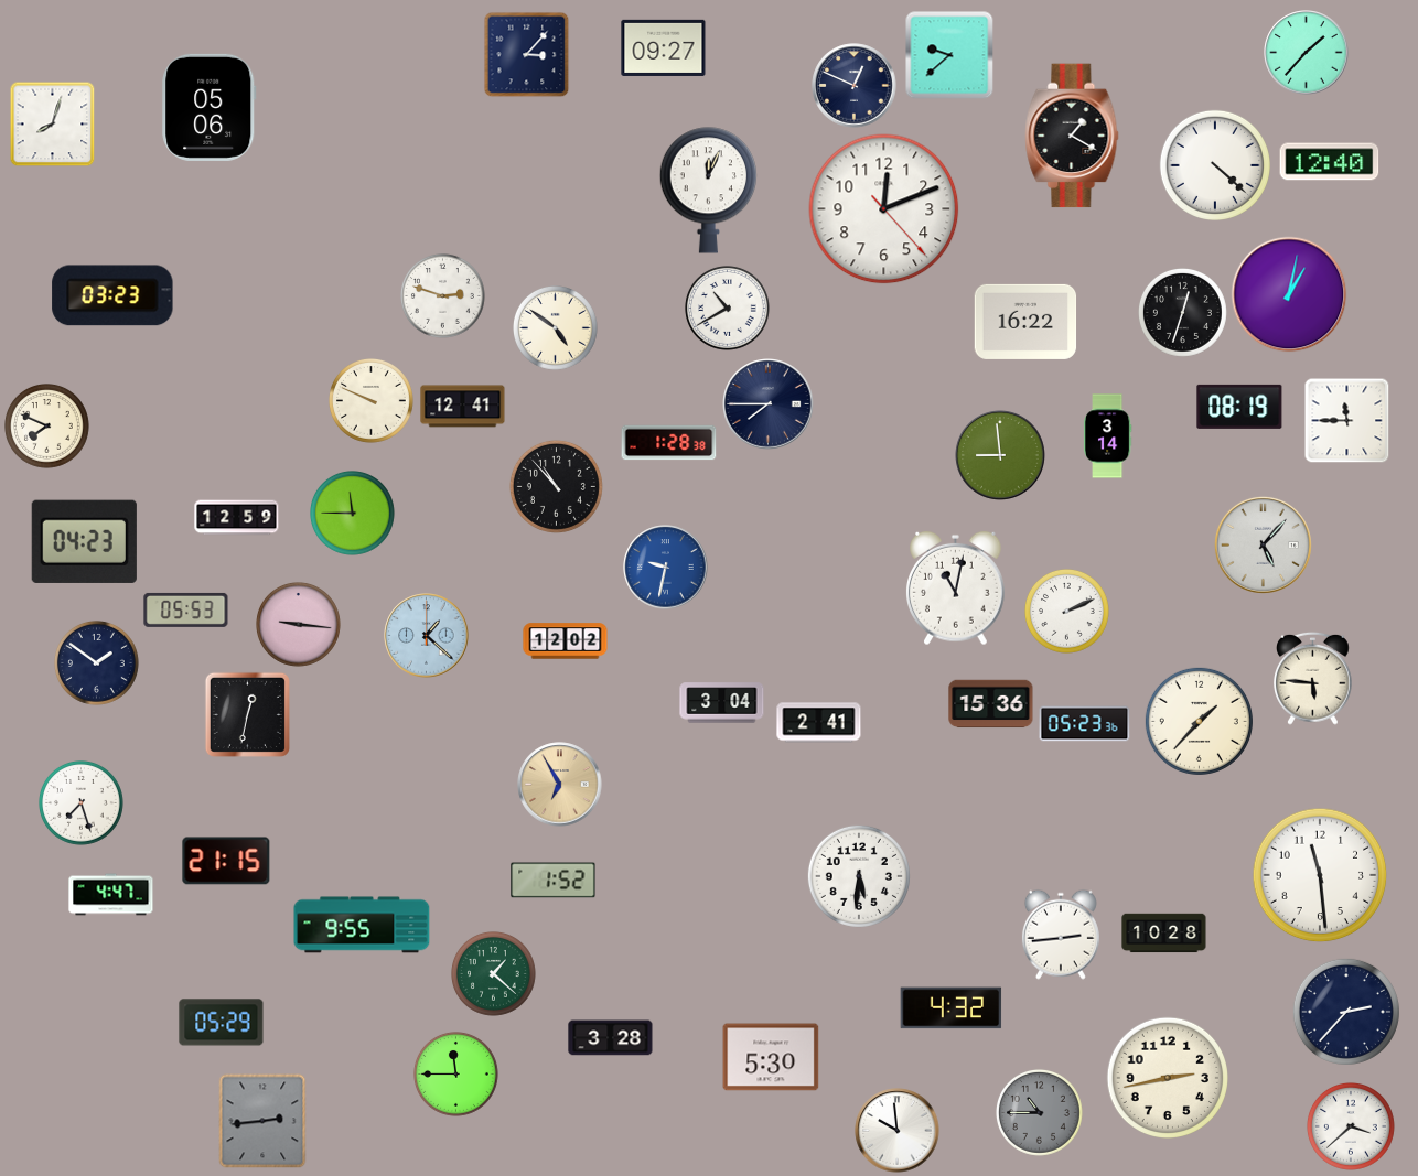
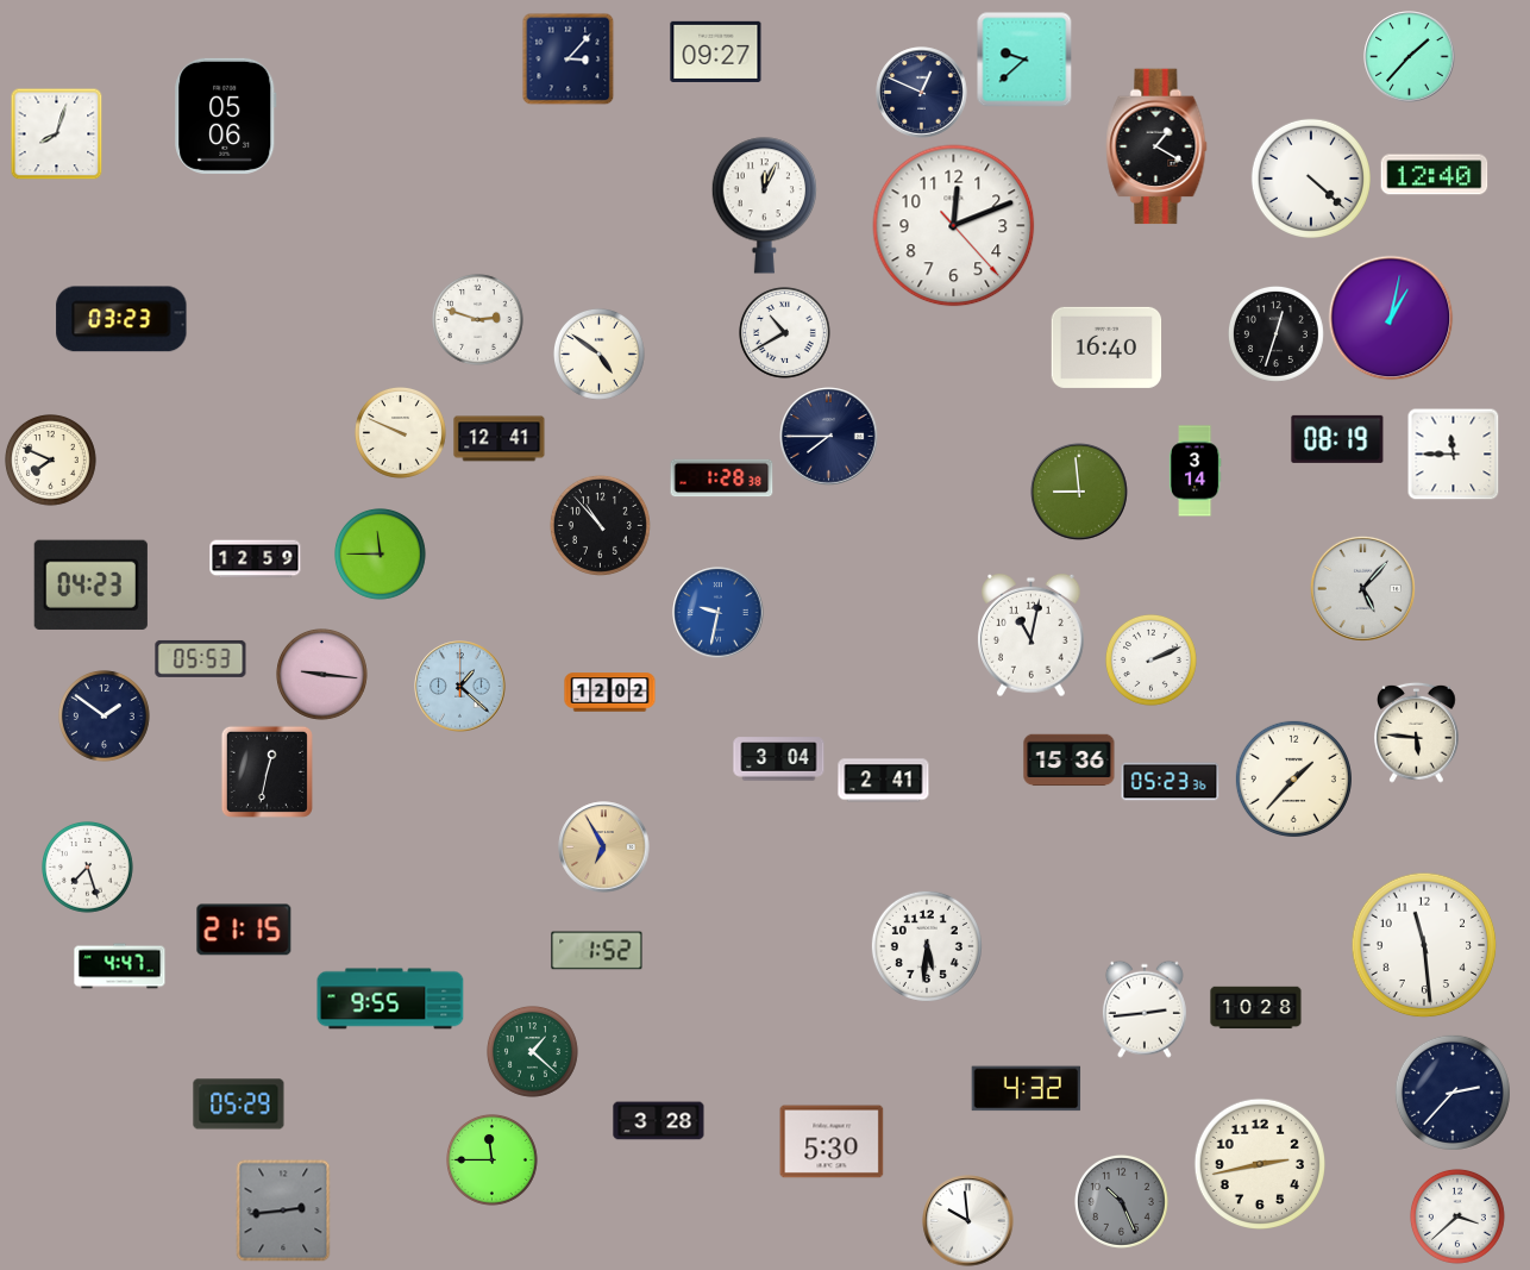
clock at (1182, 312) position: (1182, 312) -> (1275, 333)
clock at (1025, 322): 16:22 -> 16:40
clock at (1039, 1112): 10:45 -> 10:26
